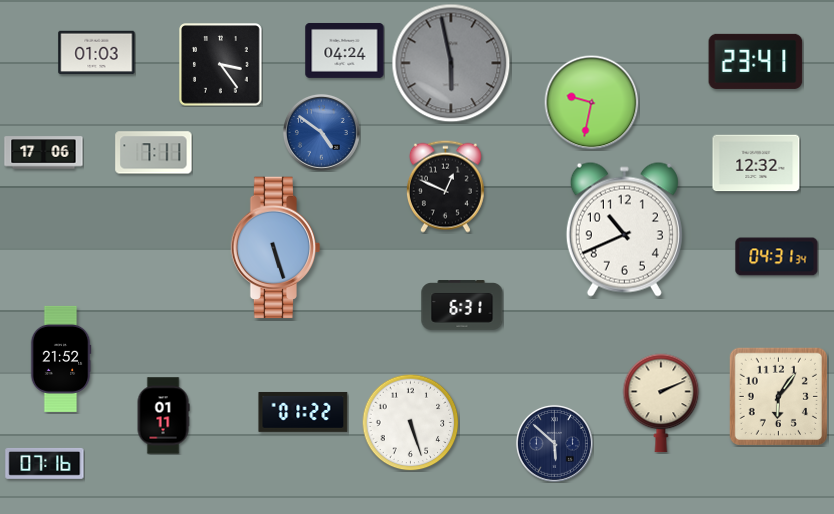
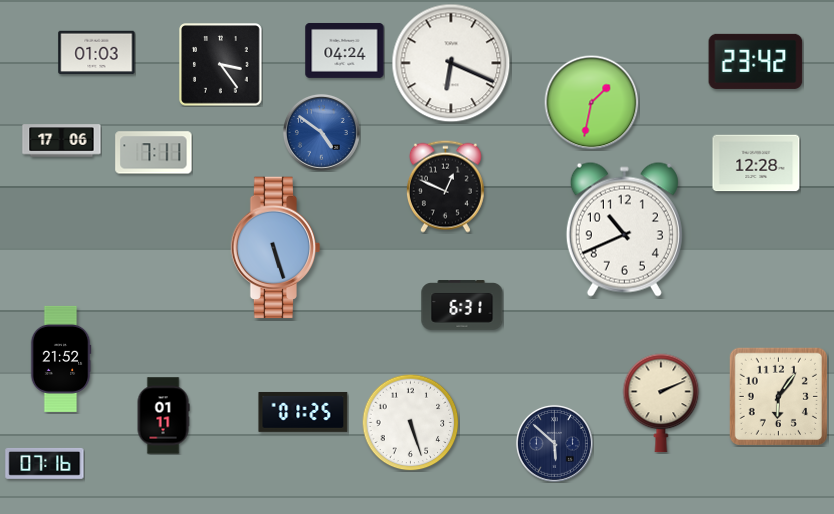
clock at (756, 61): 23:41 -> 23:42
clock at (451, 63): 5:58 -> 6:19
clock at (451, 63) dial: grey -> white
clock at (591, 102): 9:32 -> 1:32
clock at (44, 153) position: (44, 153) -> (62, 141)
clock at (756, 163): 12:32 -> 12:28
clock at (777, 257): 04:31 -> none
clock at (303, 412): 01:22 -> 01:25
